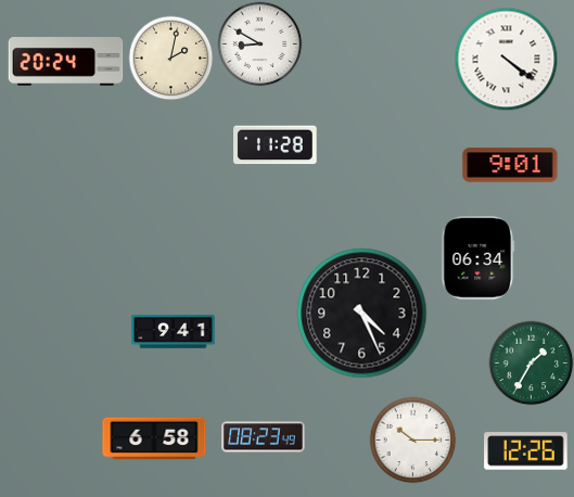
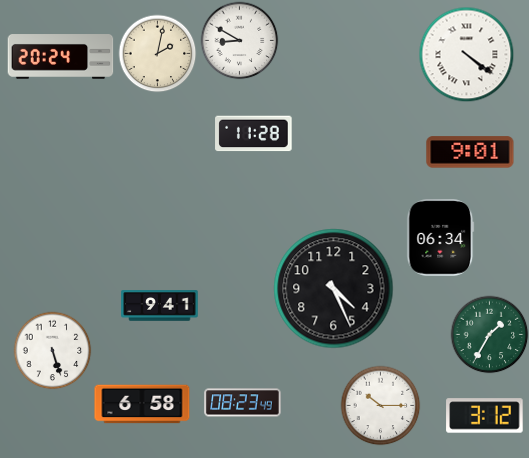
clock at (52, 350): none -> 5:27
clock at (526, 451): 12:26 -> 3:12
